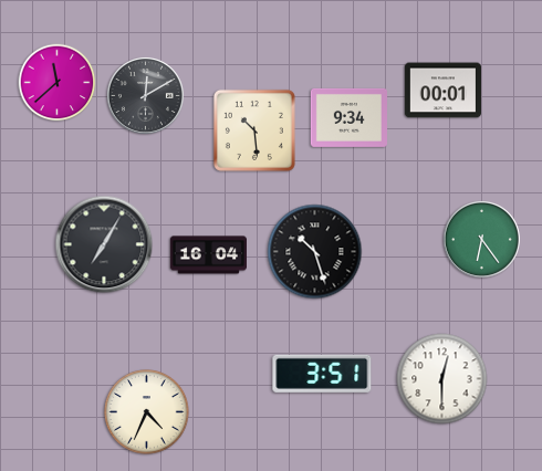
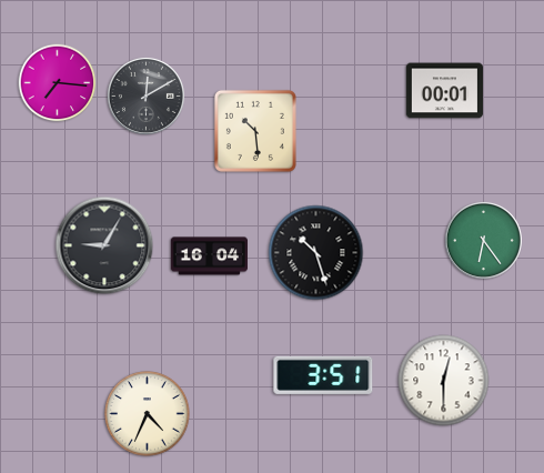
clock at (58, 83): 11:38 -> 7:16
clock at (348, 117): 9:34 -> none
clock at (104, 244): 7:05 -> 9:05
